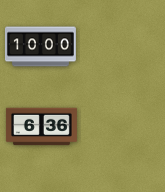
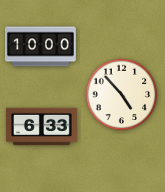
clock at (122, 95): none -> 4:53
clock at (41, 127): 6:36 -> 6:33
